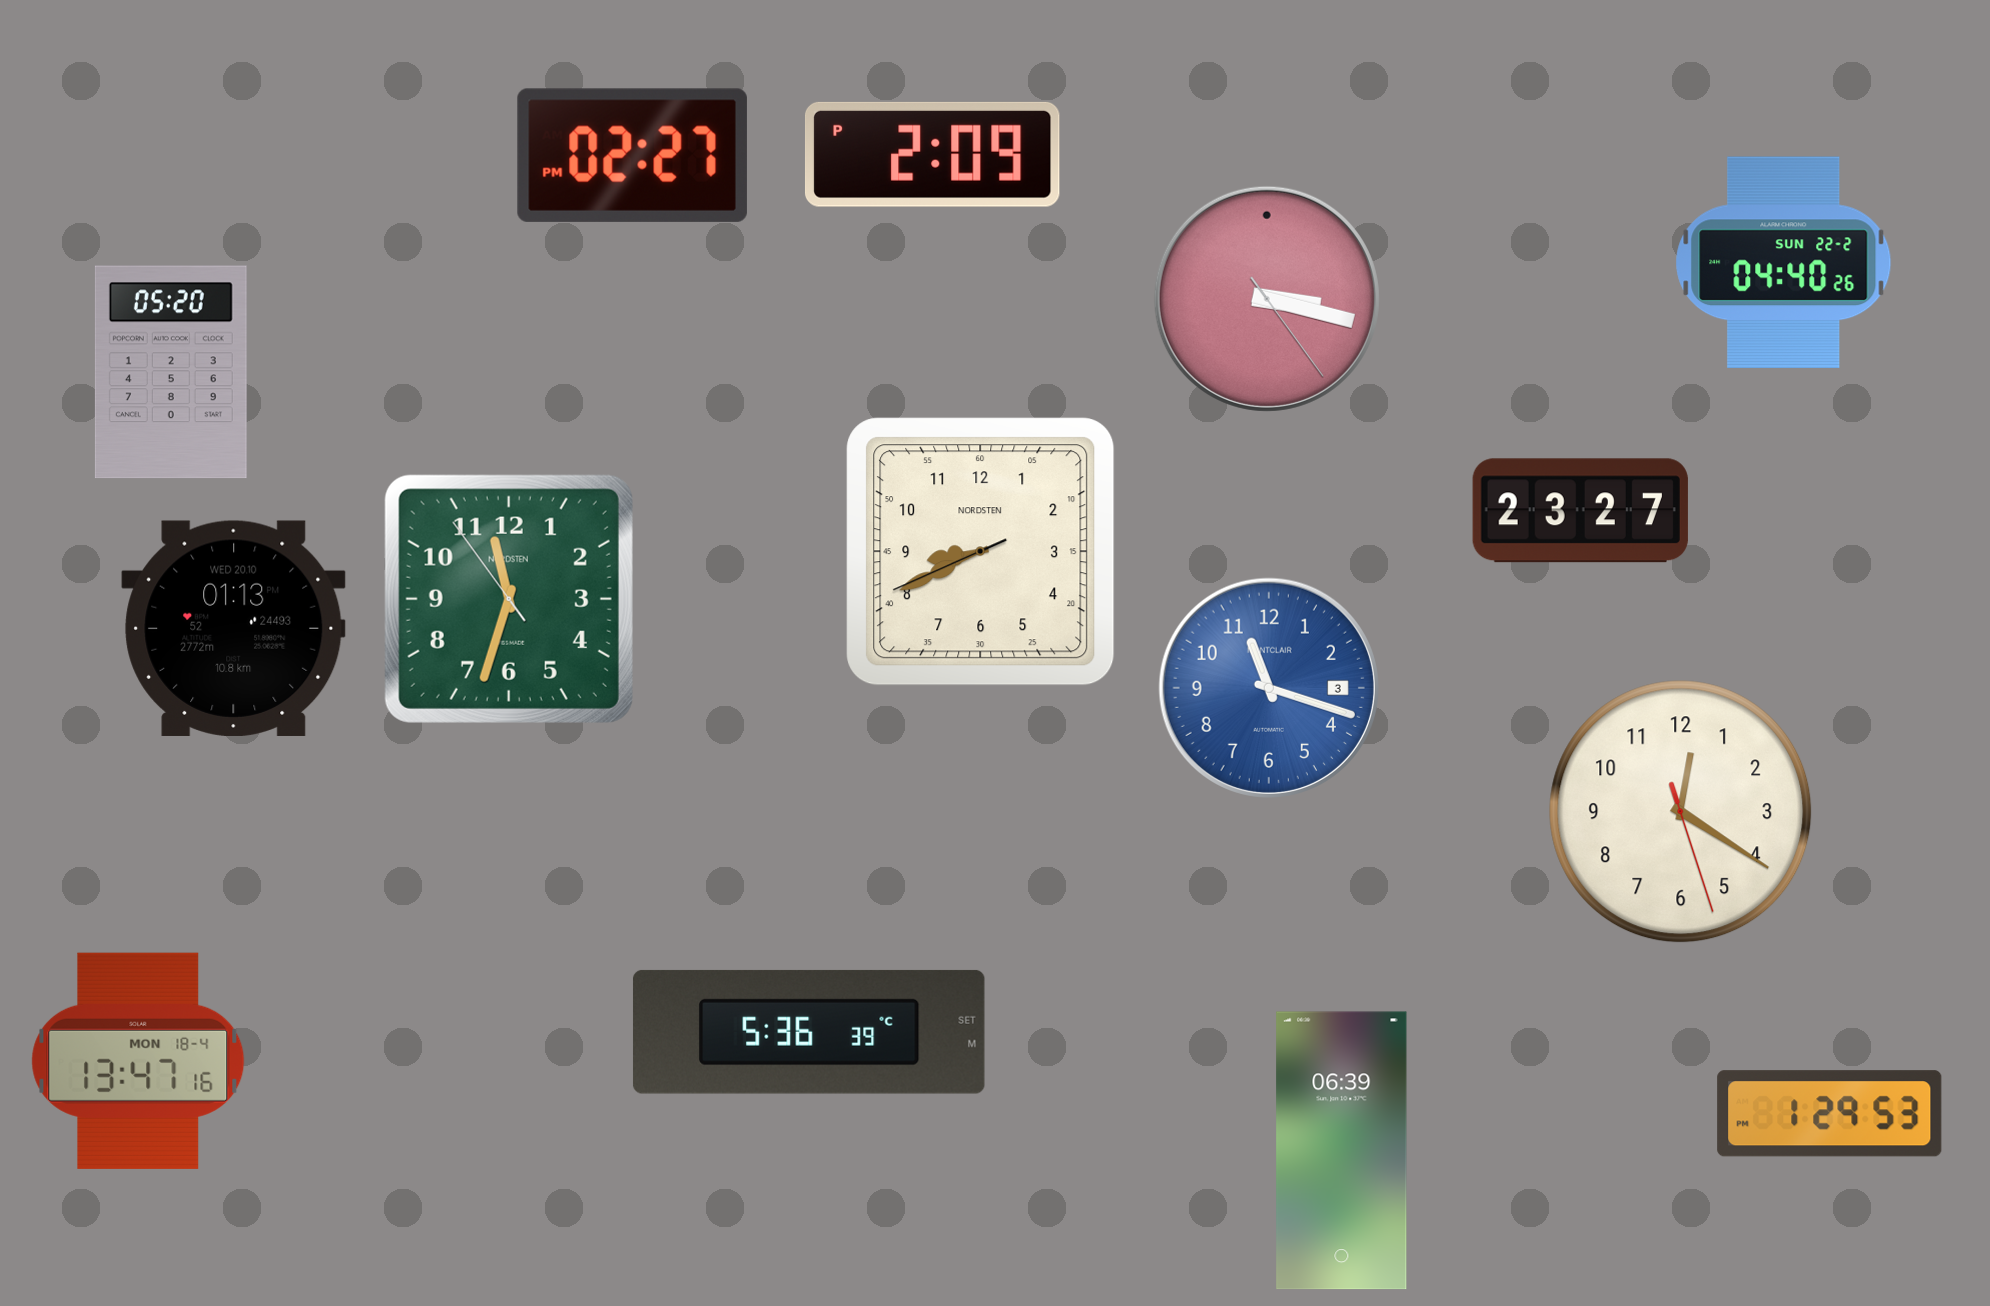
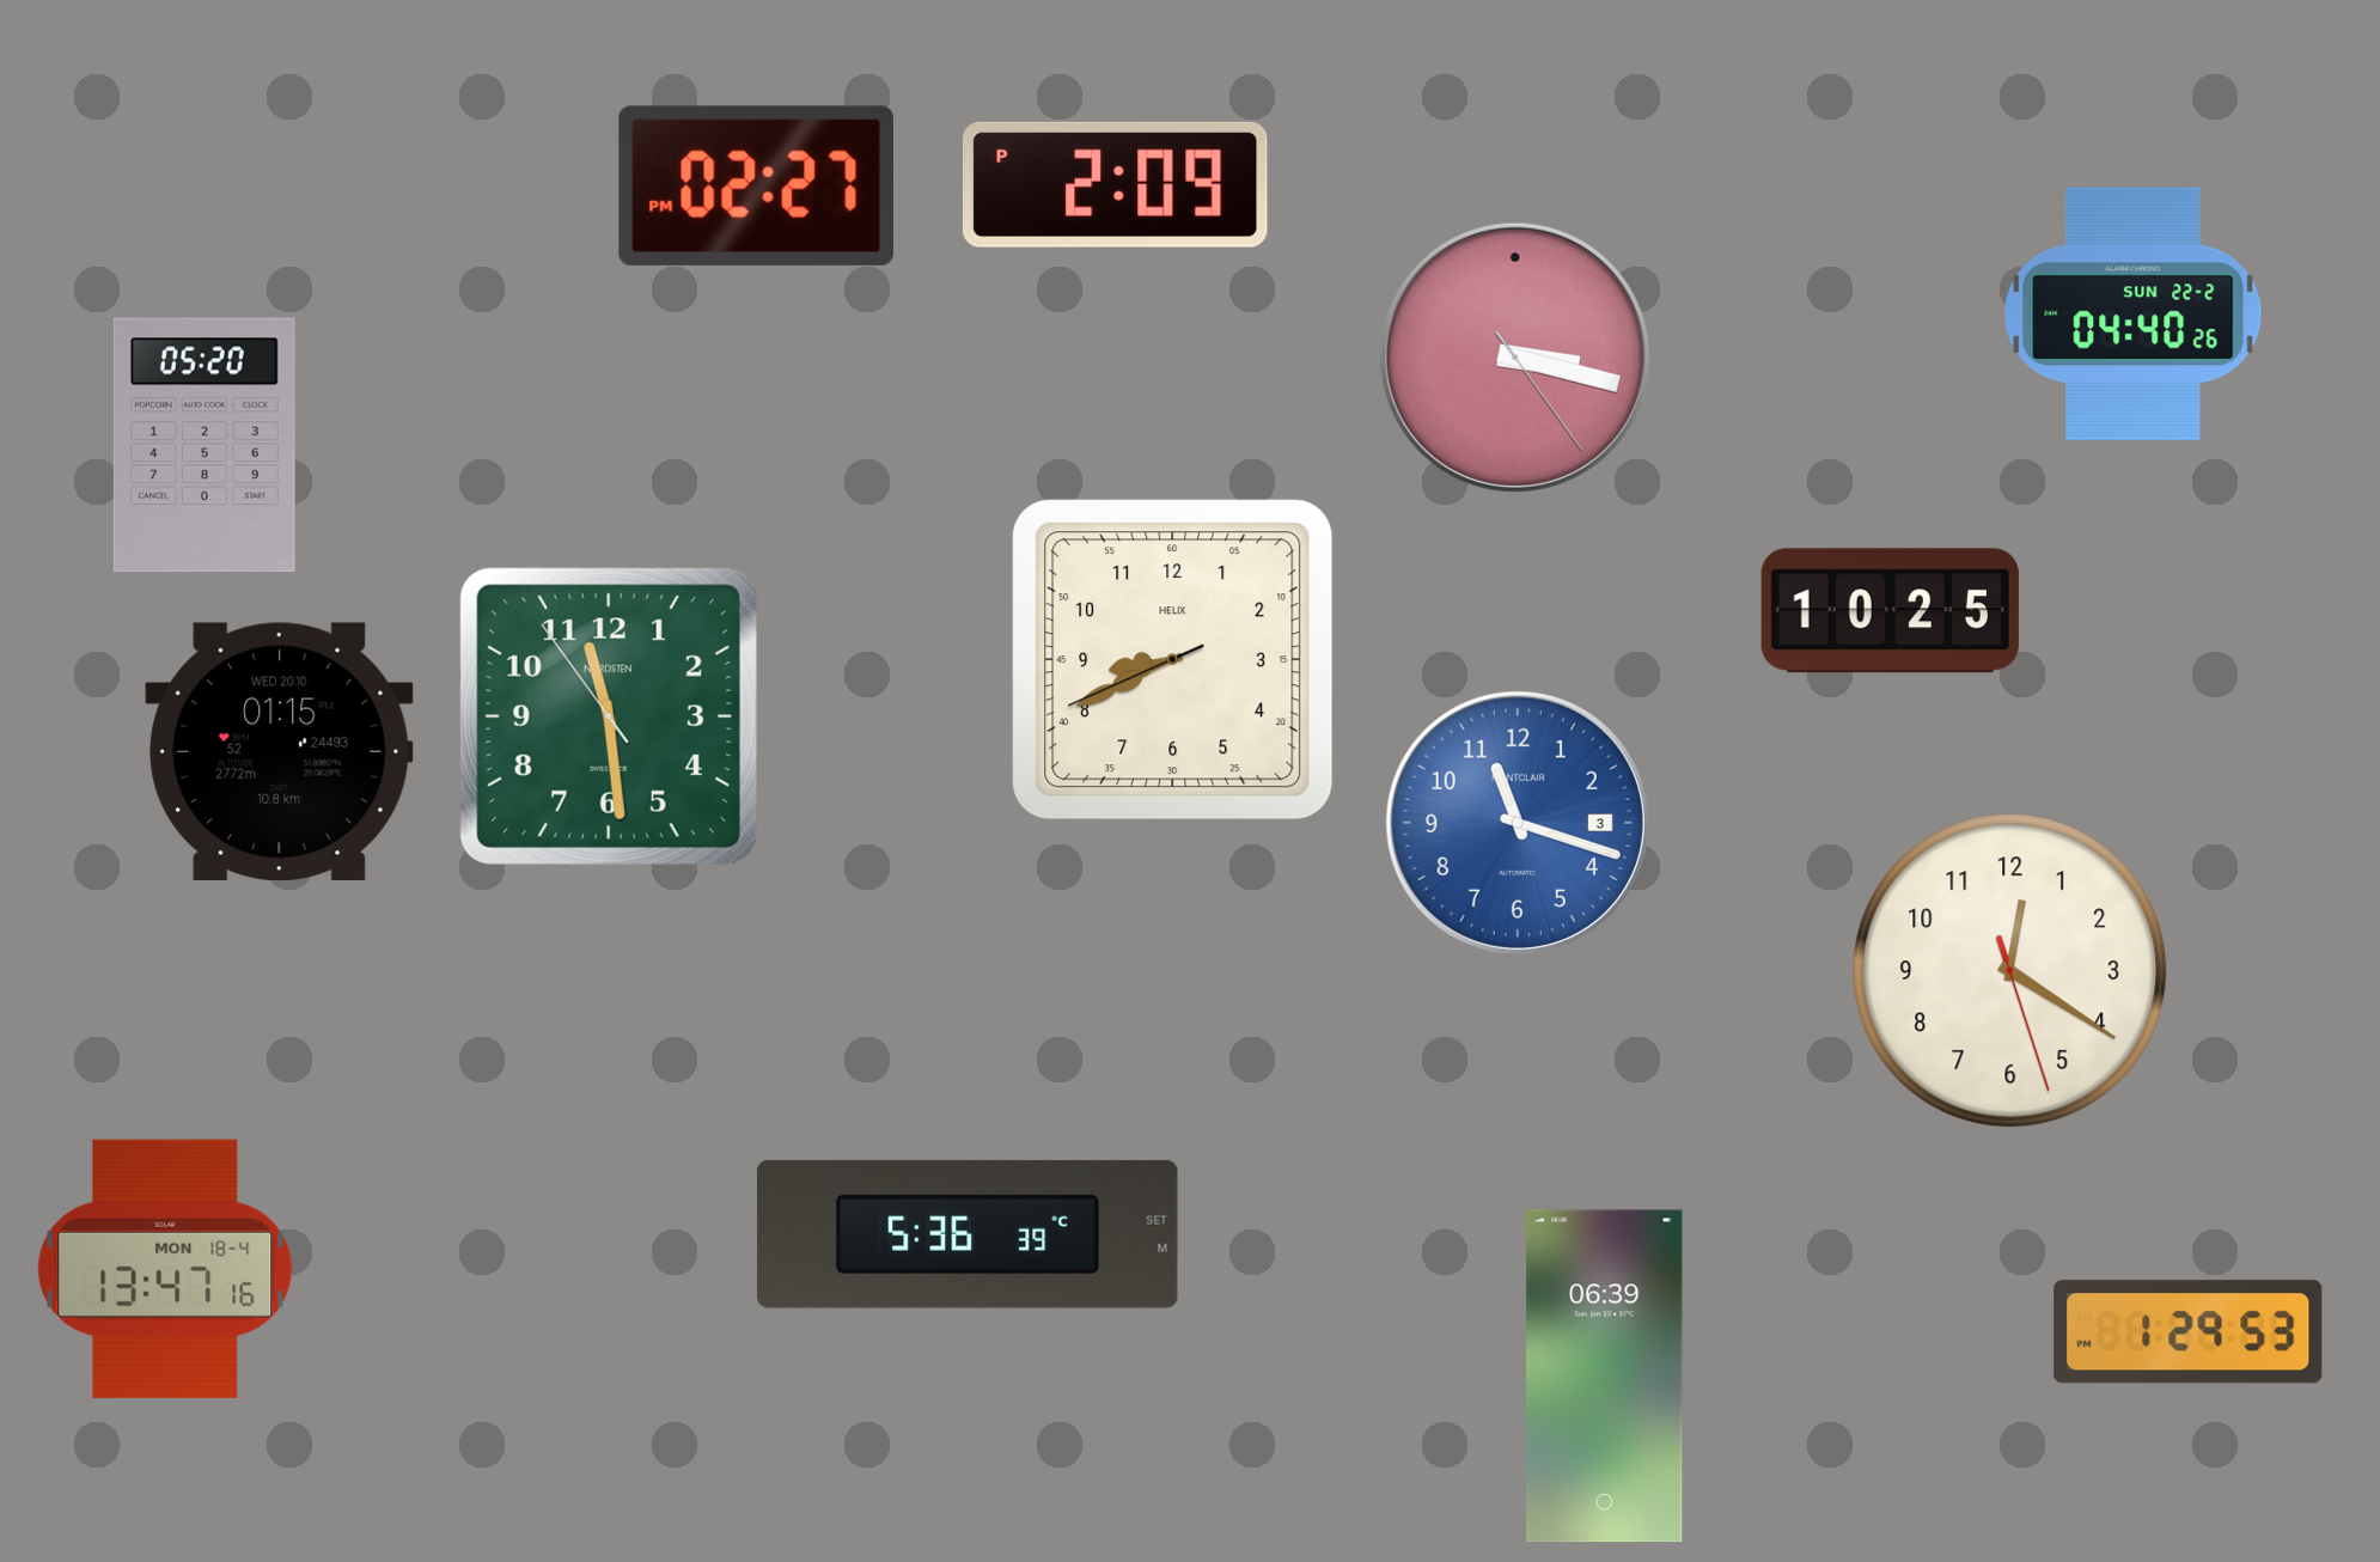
clock at (1580, 511): 23:27 -> 10:25
clock at (981, 552) brand: NORDSTEN -> HELIX
clock at (509, 599): 11:32 -> 11:28
clock at (234, 628): 01:13 -> 01:15
